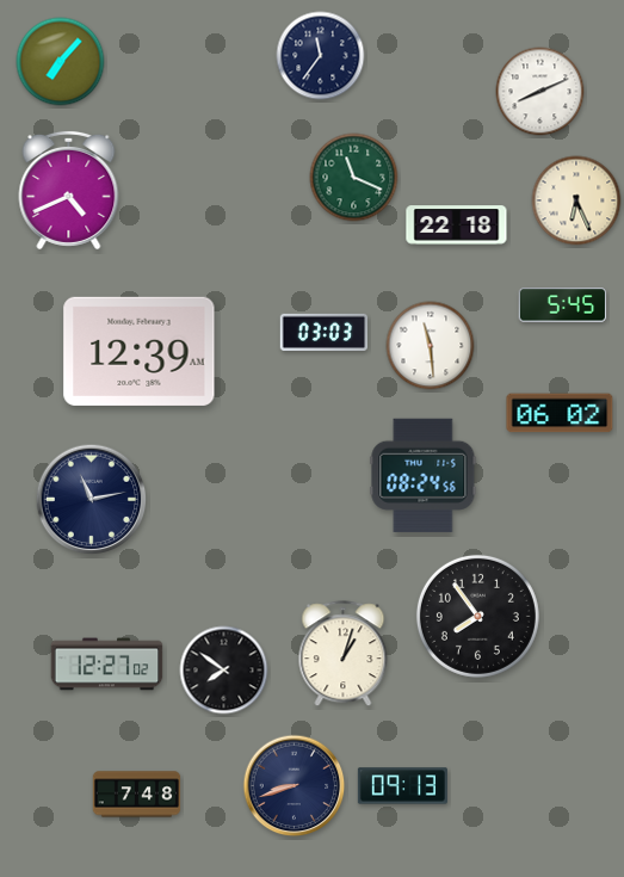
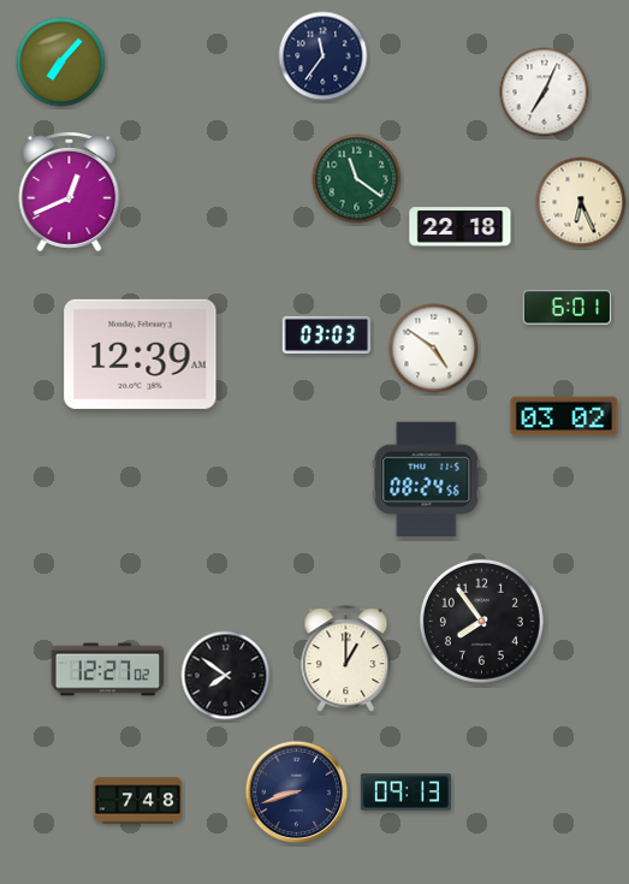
clock at (540, 92): 8:11 -> 7:04
clock at (354, 178): 11:19 -> 11:21
clock at (69, 190): 4:41 -> 12:41
clock at (563, 305): 5:45 -> 6:01
clock at (431, 346): 11:29 -> 4:51
clock at (560, 413): 06:02 -> 03:02
clock at (92, 500): 11:13 -> none
clock at (344, 654): 1:03 -> 1:00
